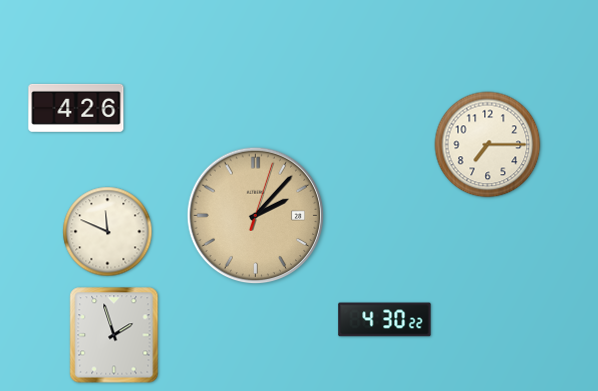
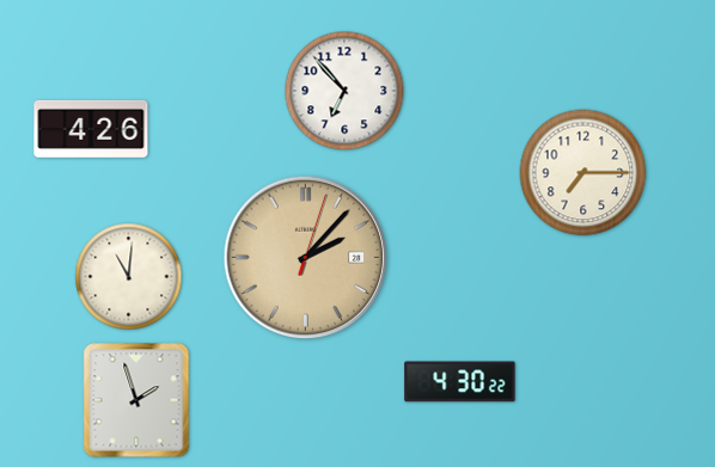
clock at (344, 91): none -> 6:53
clock at (108, 232): 11:49 -> 11:01
